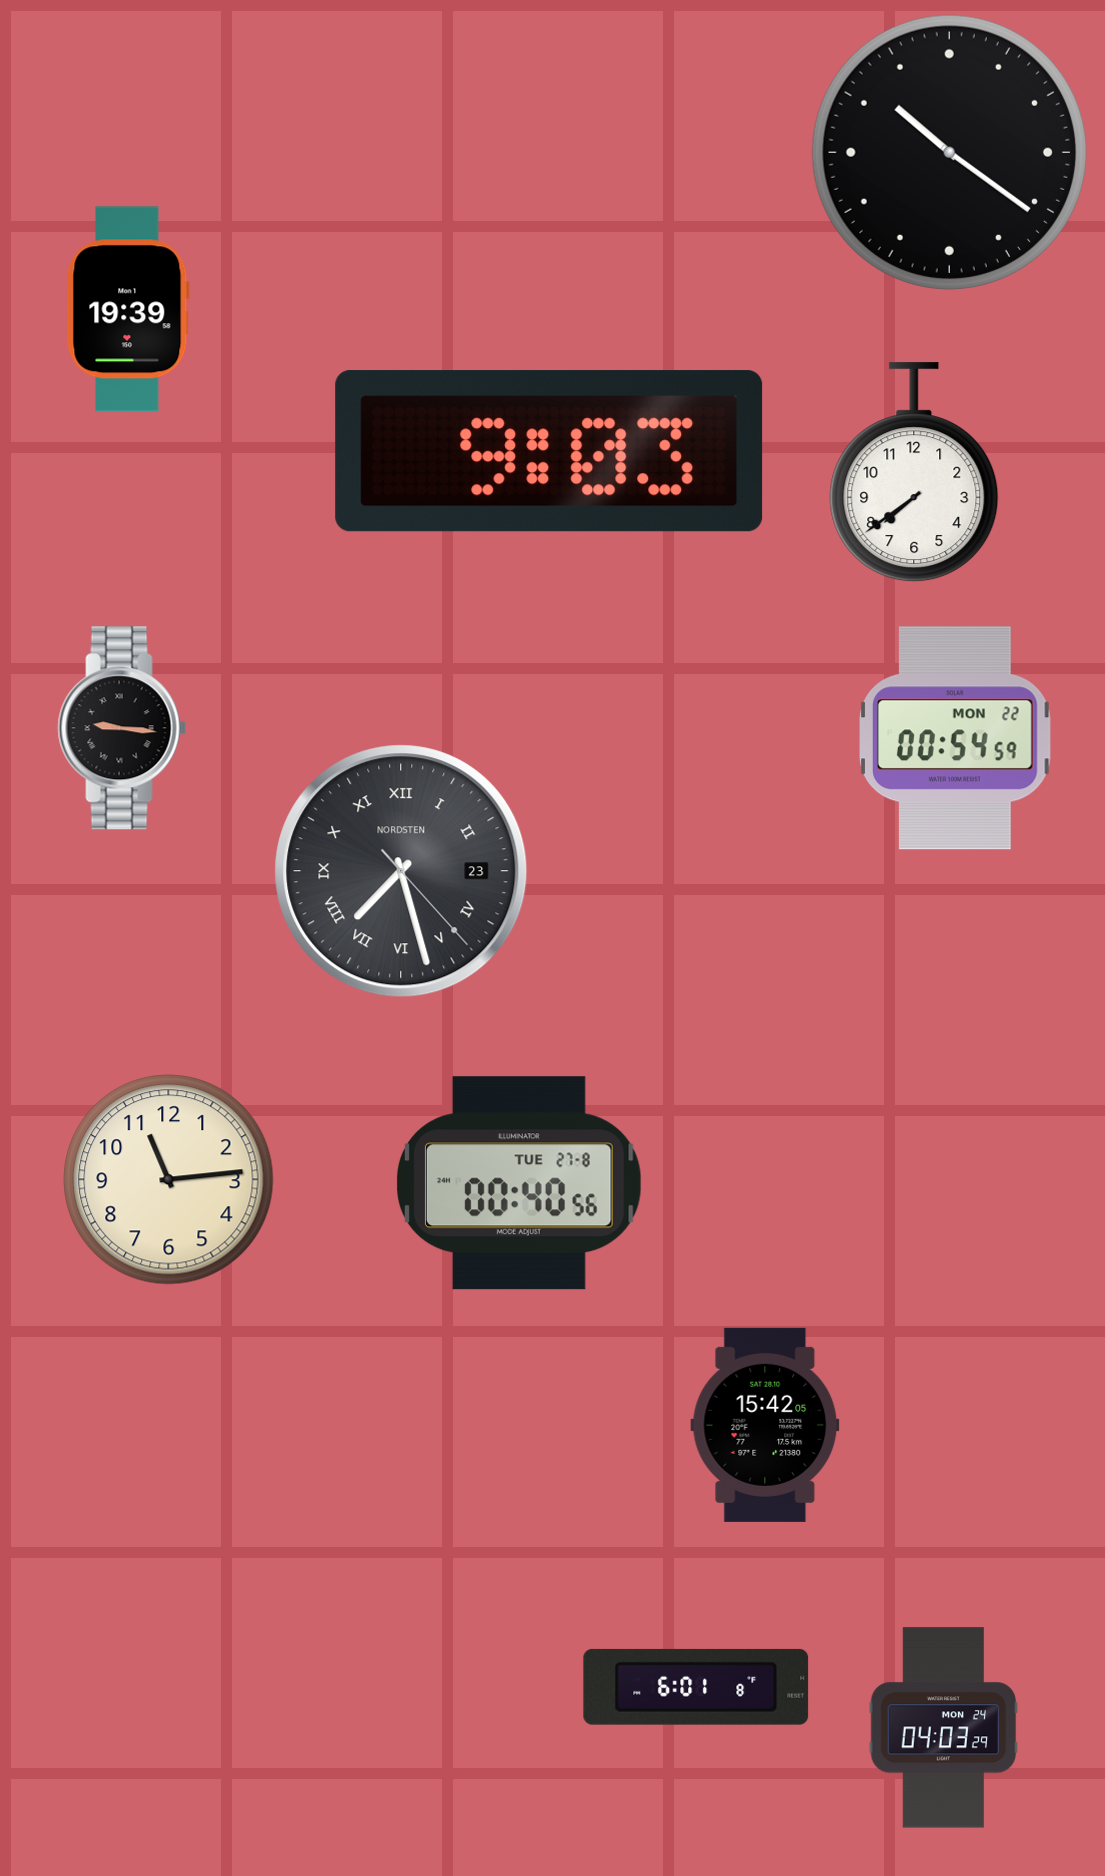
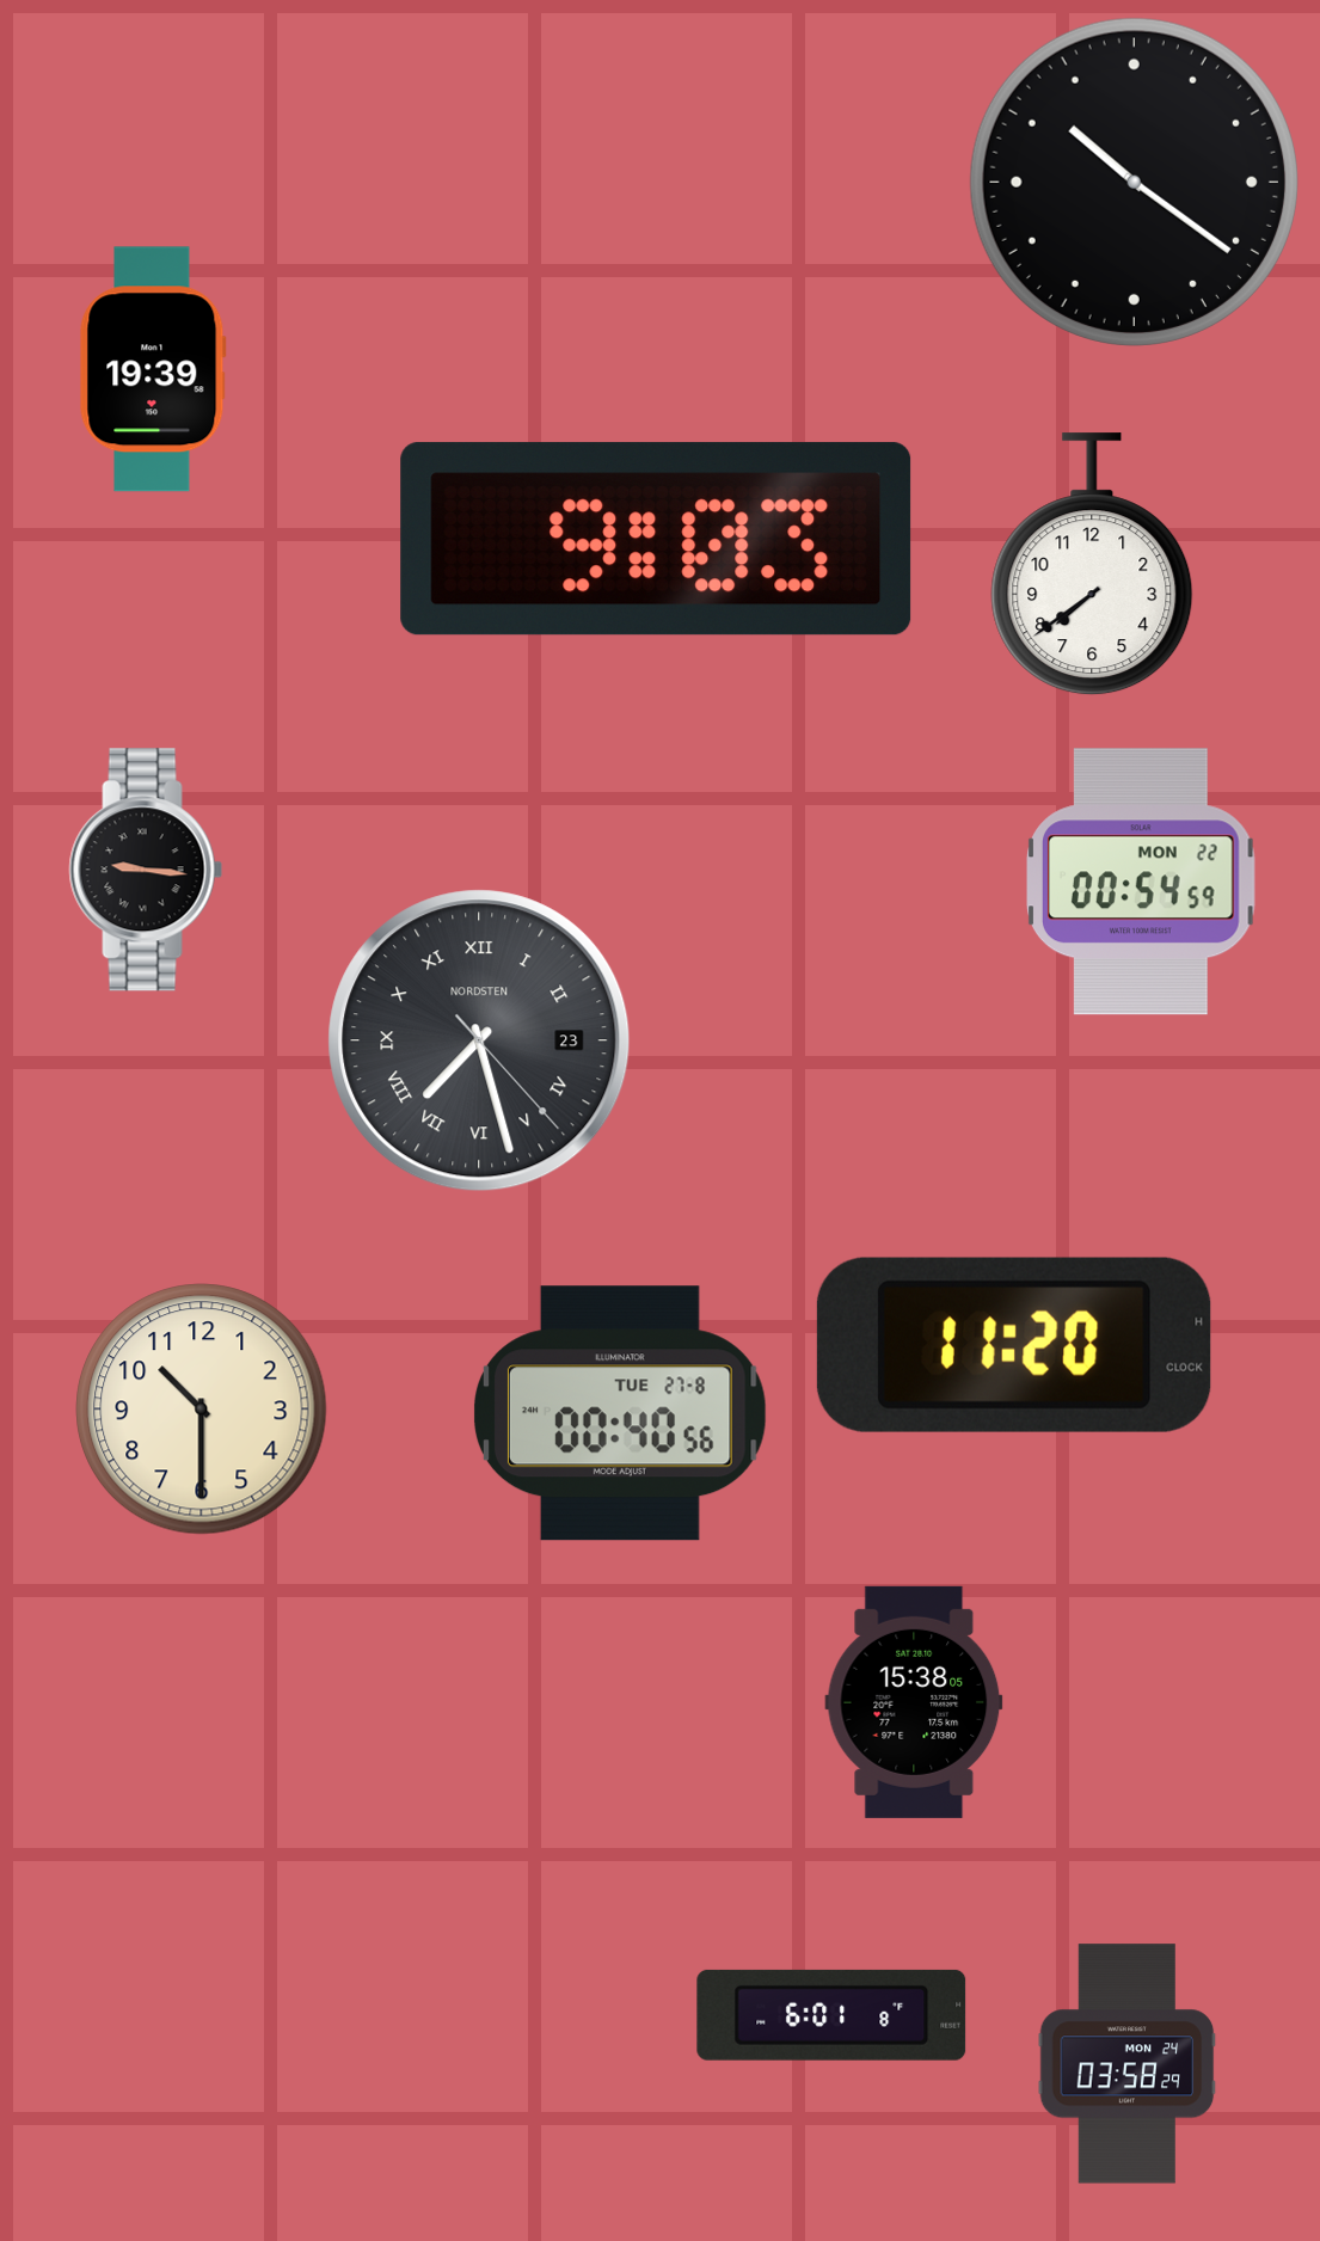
clock at (1014, 1345): none -> 11:20
clock at (169, 1180): 11:14 -> 10:30
clock at (765, 1425): 15:42 -> 15:38
clock at (944, 1728): 04:03 -> 03:58
